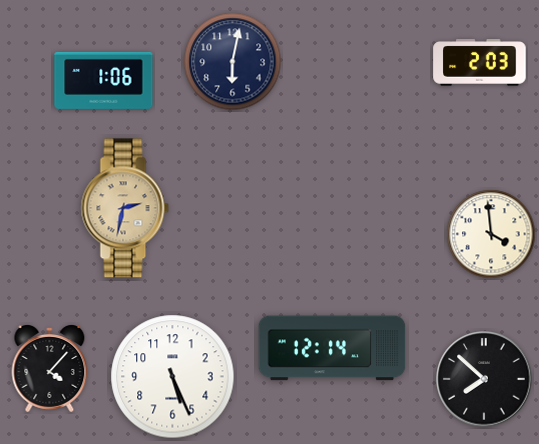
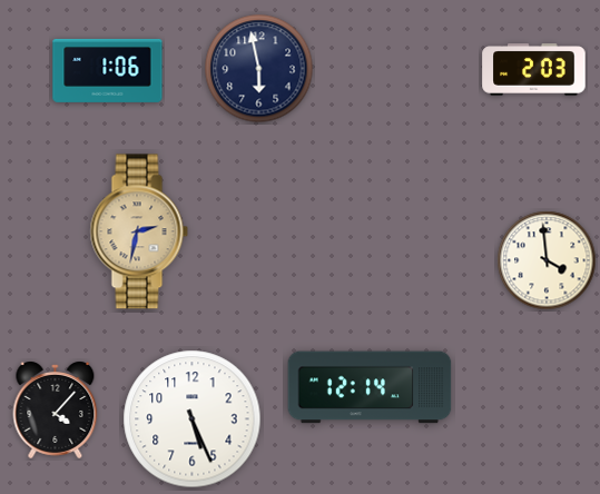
clock at (233, 62): 6:02 -> 5:58
clock at (104, 80) position: (104, 80) -> (108, 70)
clock at (484, 379): 7:52 -> none
